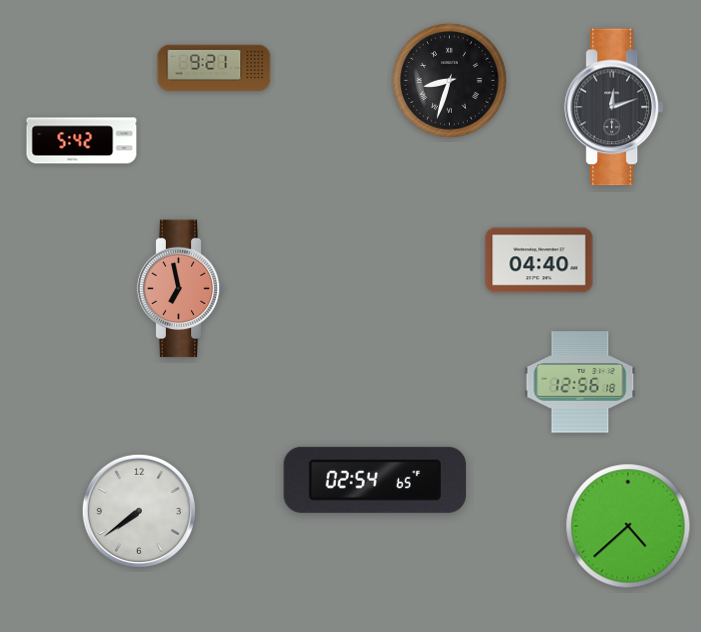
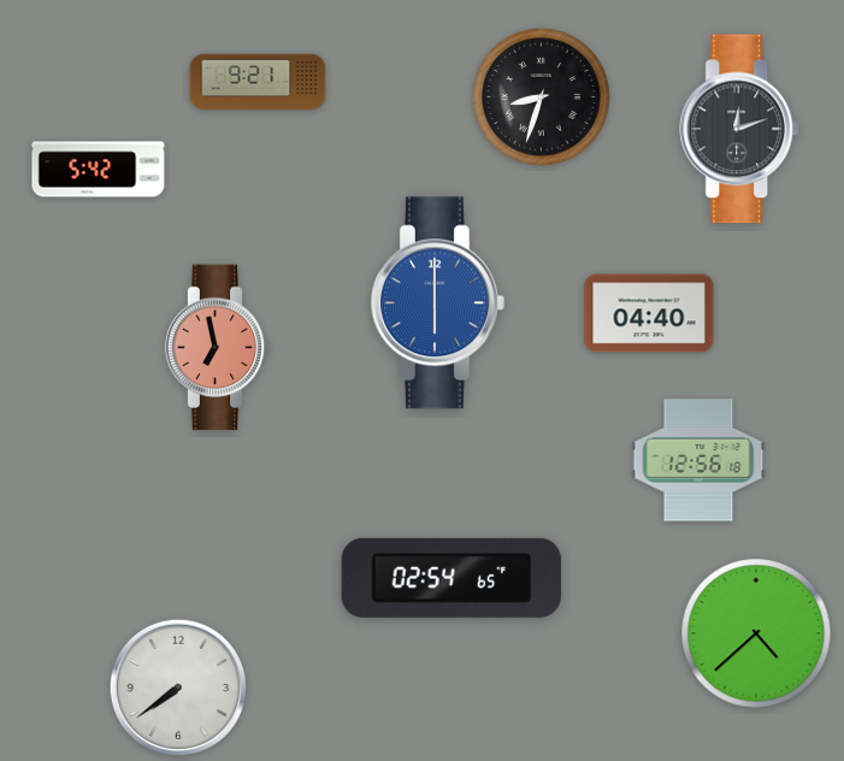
clock at (437, 303): none -> 6:00
clock at (139, 511) position: (139, 511) -> (178, 688)
